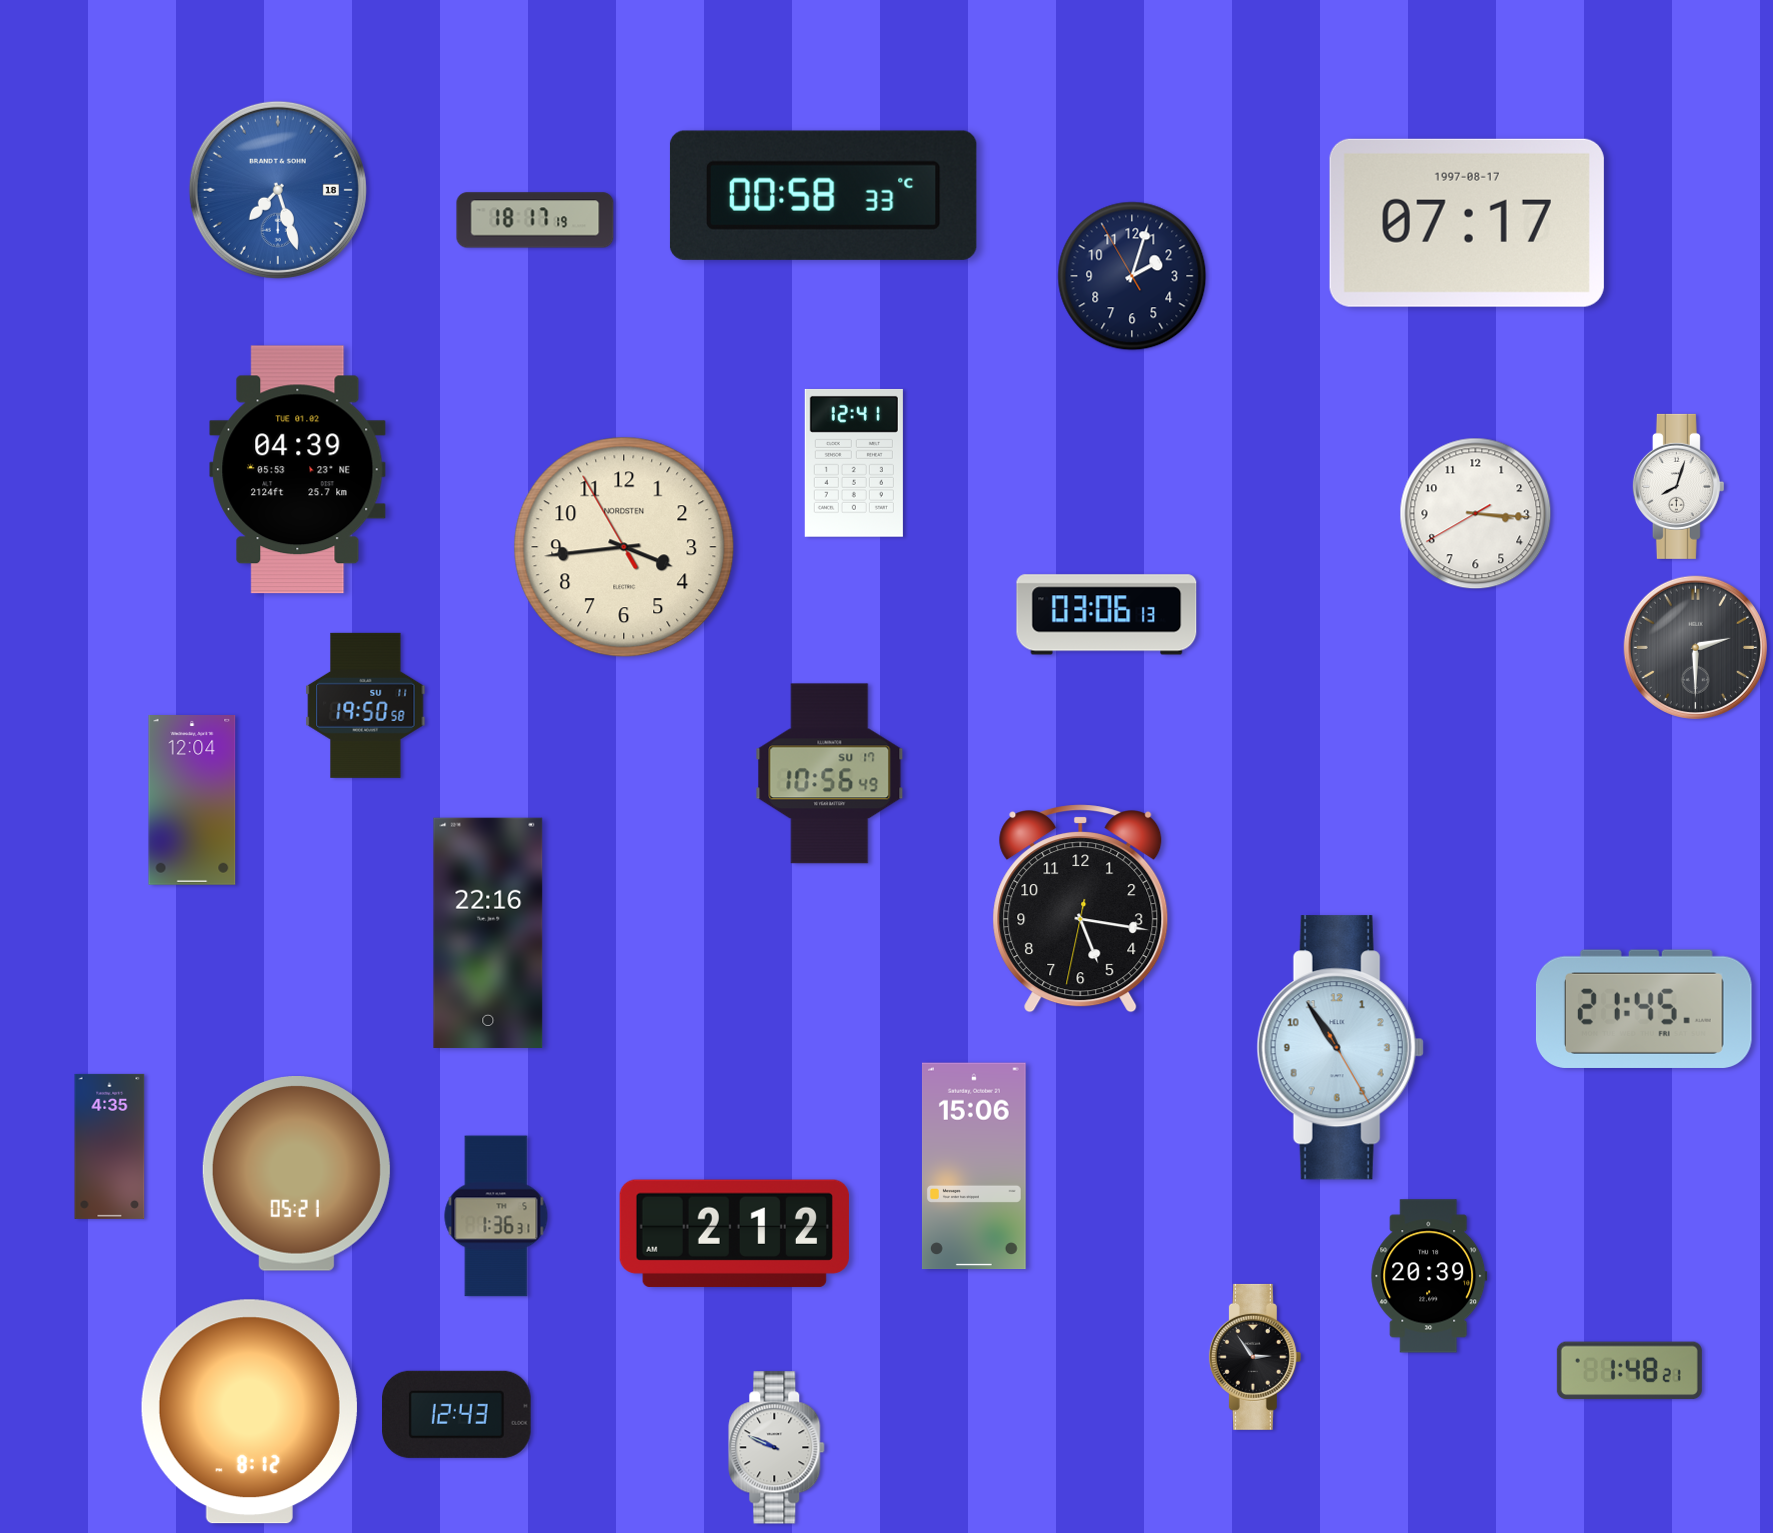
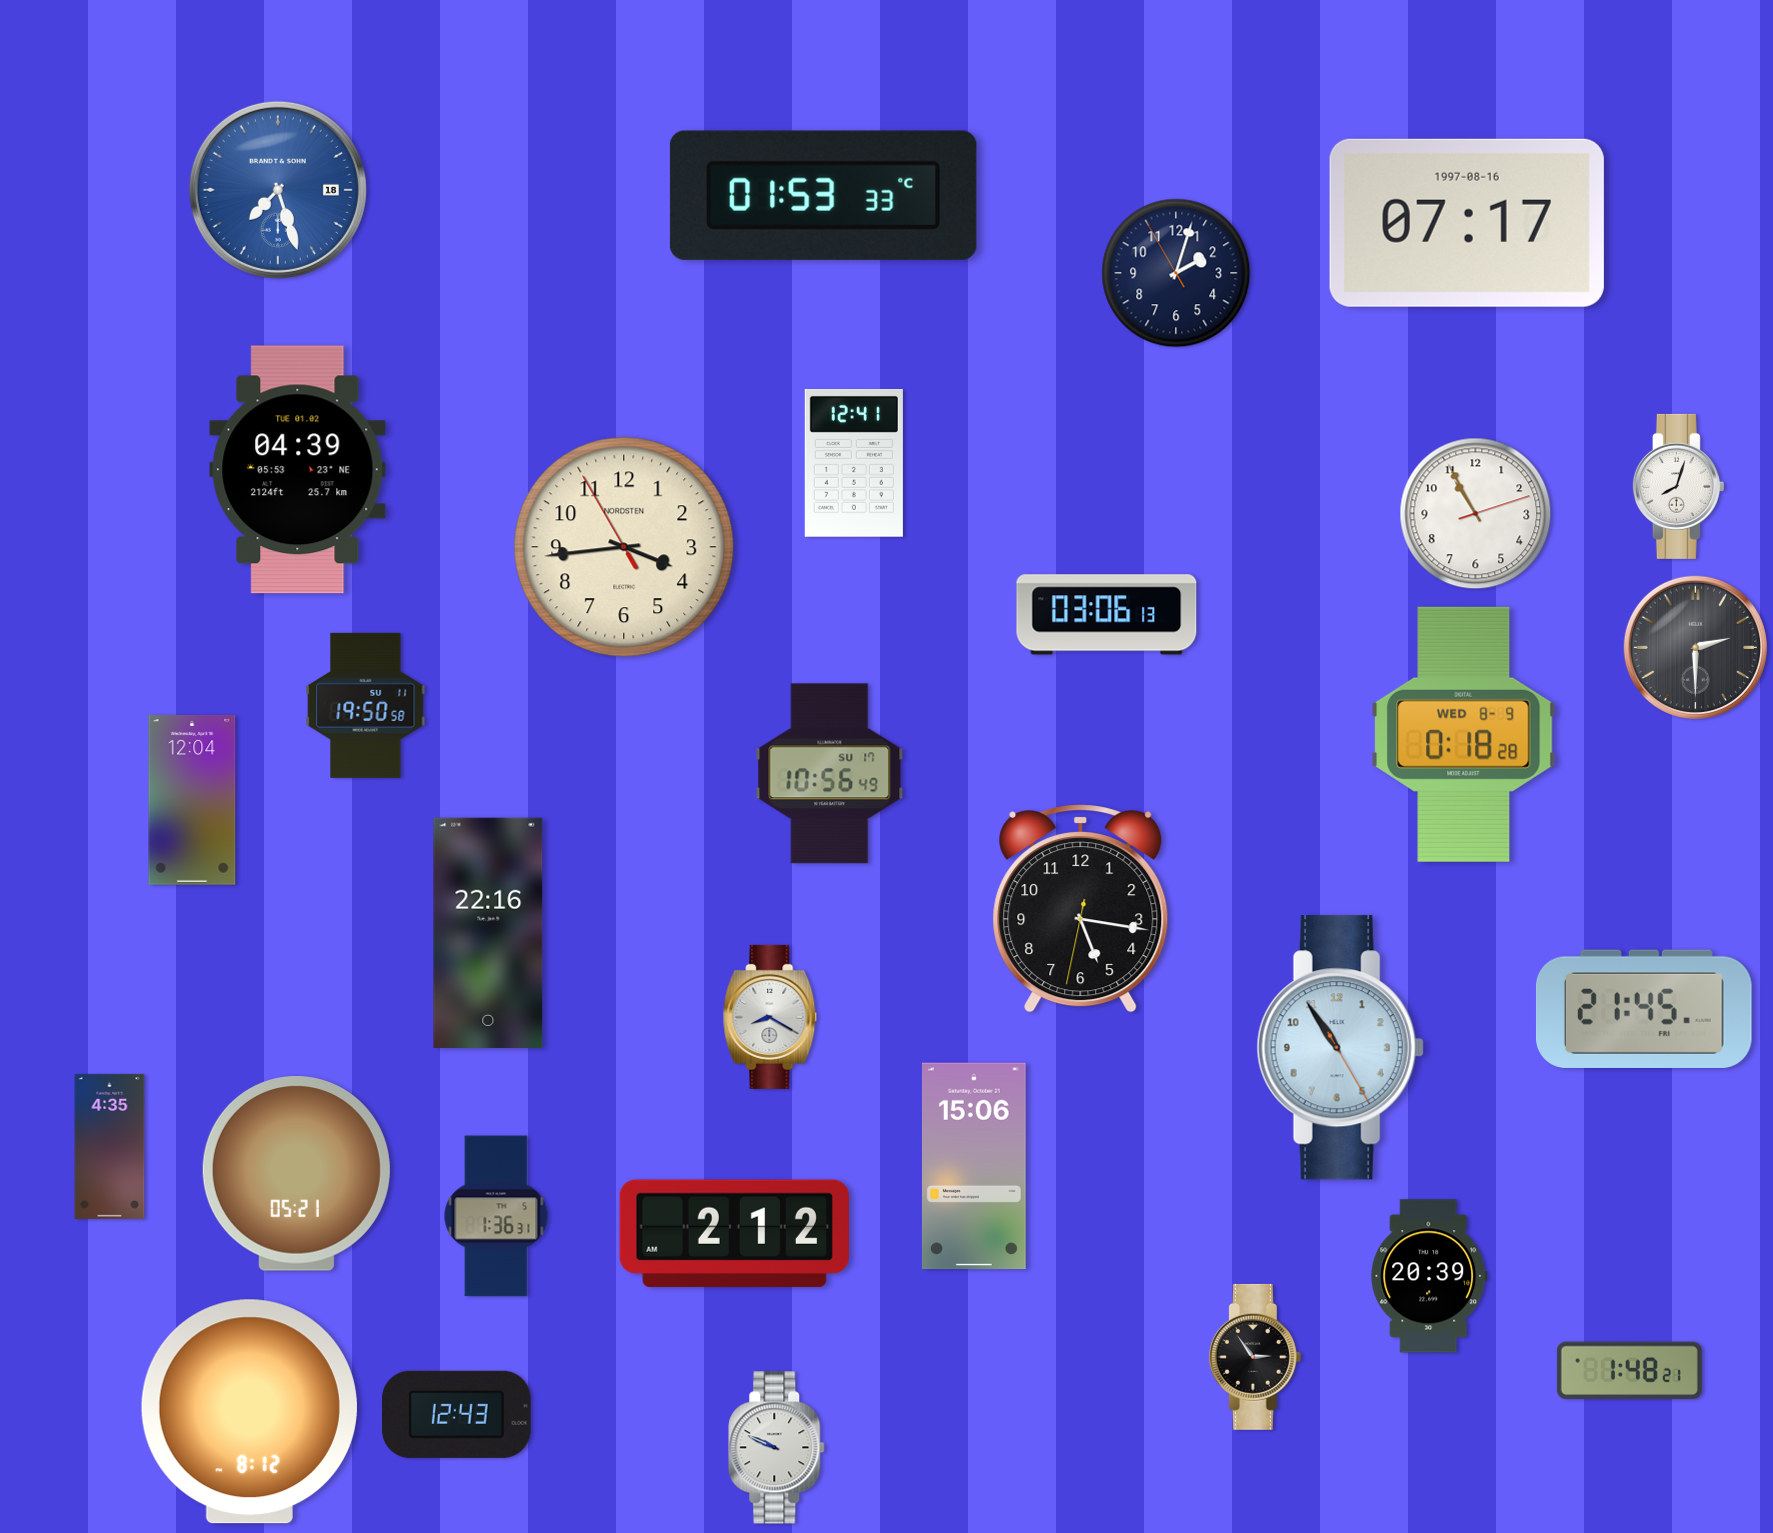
clock at (823, 195): 00:58 -> 01:53
clock at (535, 220): 18:17 -> none
clock at (1467, 223) date: 1997-08-17 -> 1997-08-16
clock at (1132, 276) position: (1132, 276) -> (1176, 273)
clock at (1476, 514): 3:15 -> 10:55
clock at (1464, 734): none -> 0:18
clock at (770, 1017): none -> 8:20
